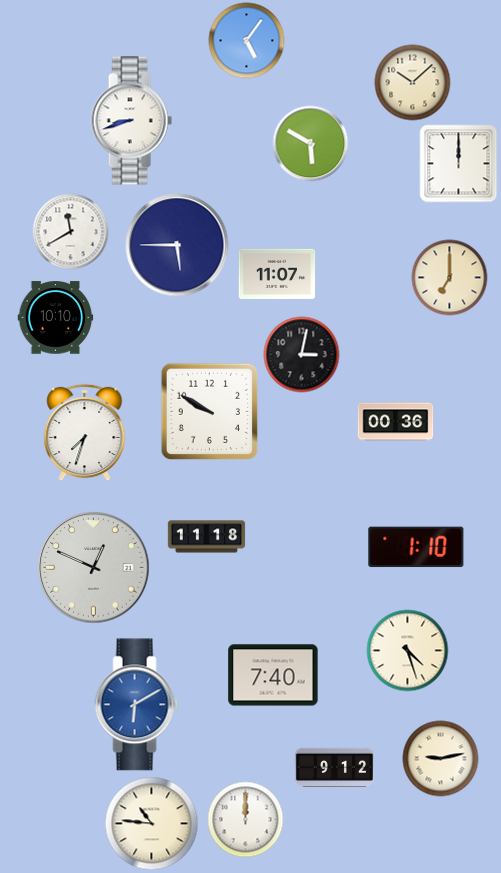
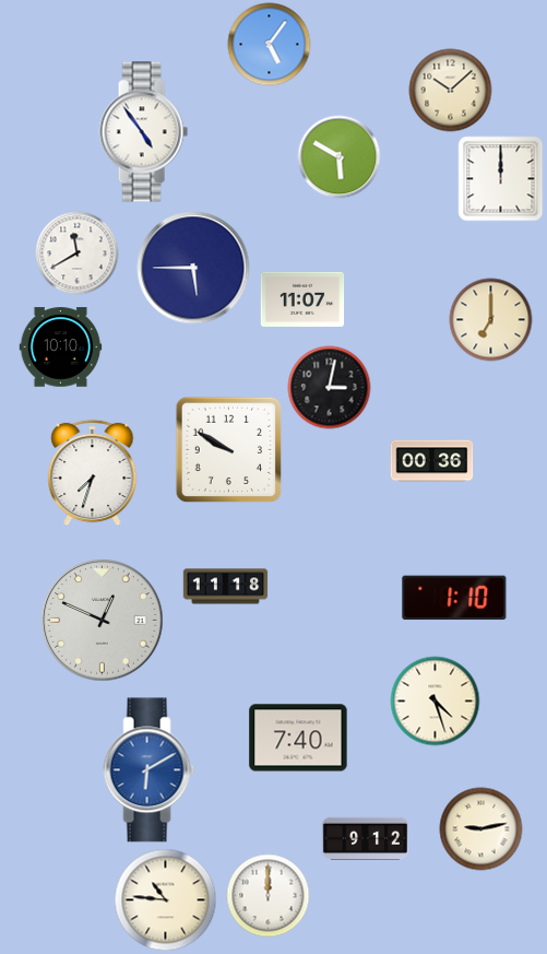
clock at (131, 121): 8:42 -> 4:54
clock at (450, 278) position: (450, 278) -> (491, 320)
clock at (408, 651) position: (408, 651) -> (436, 702)
